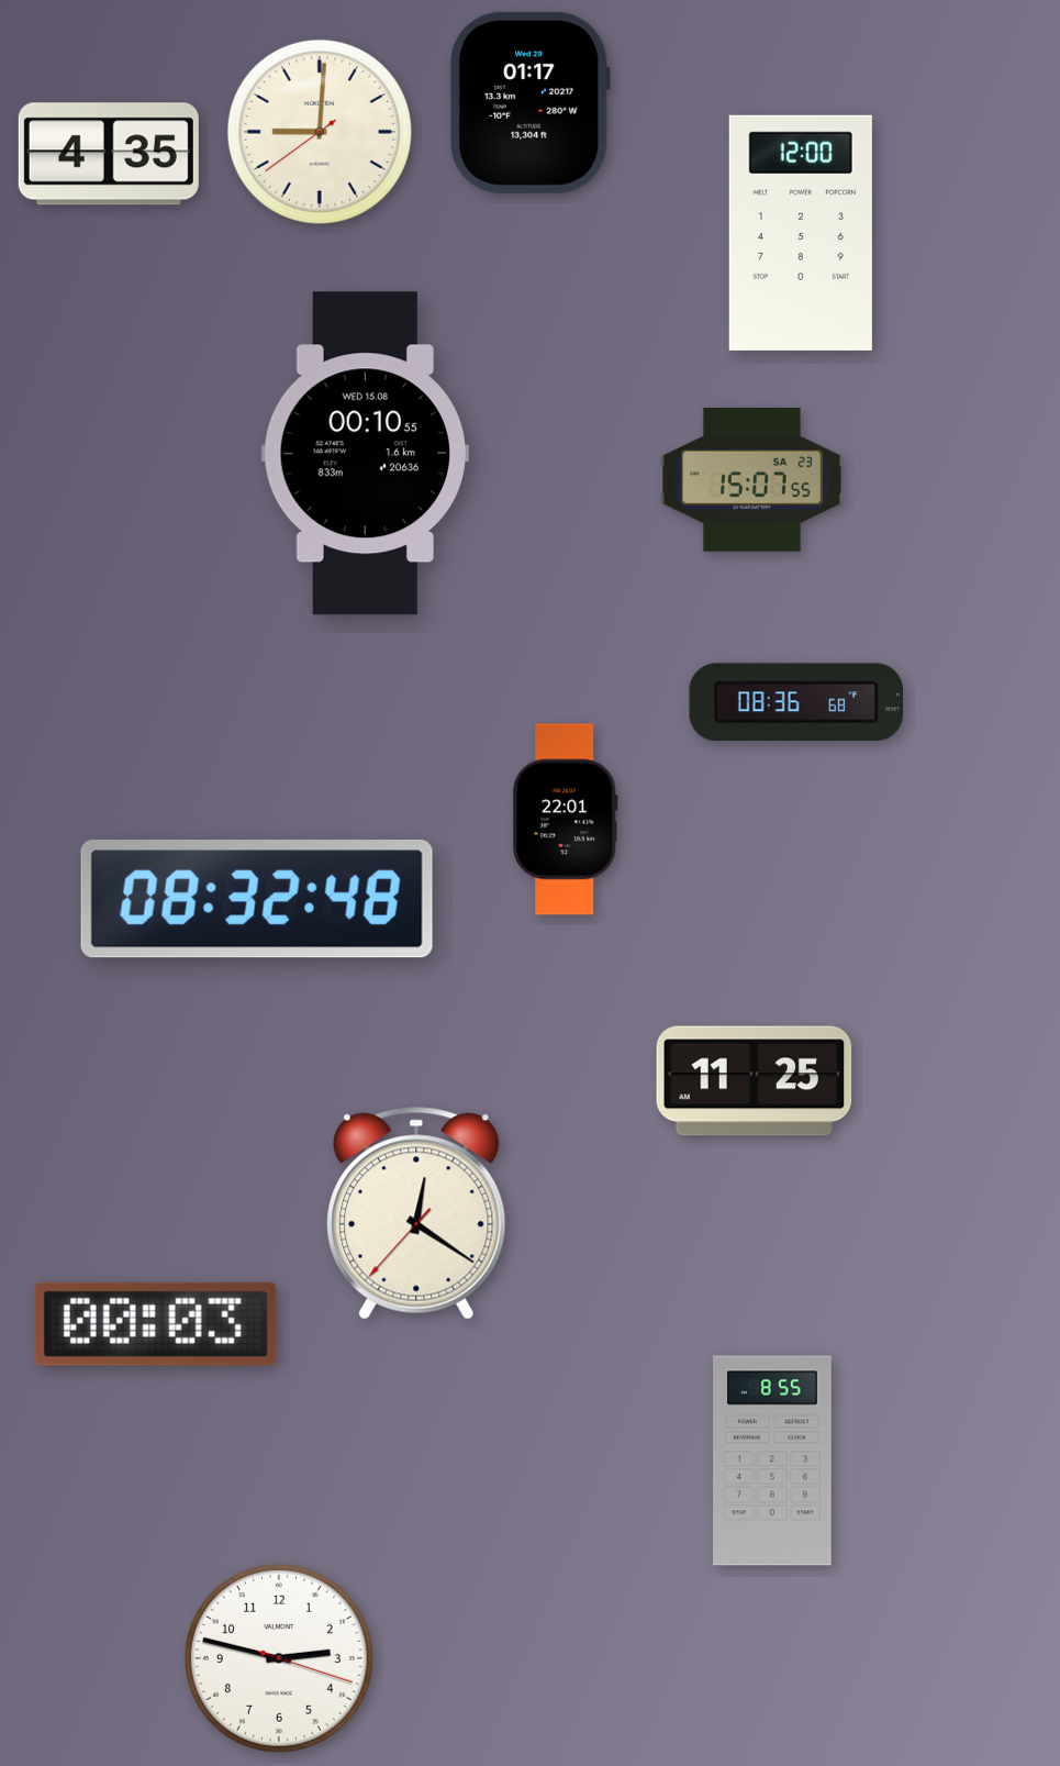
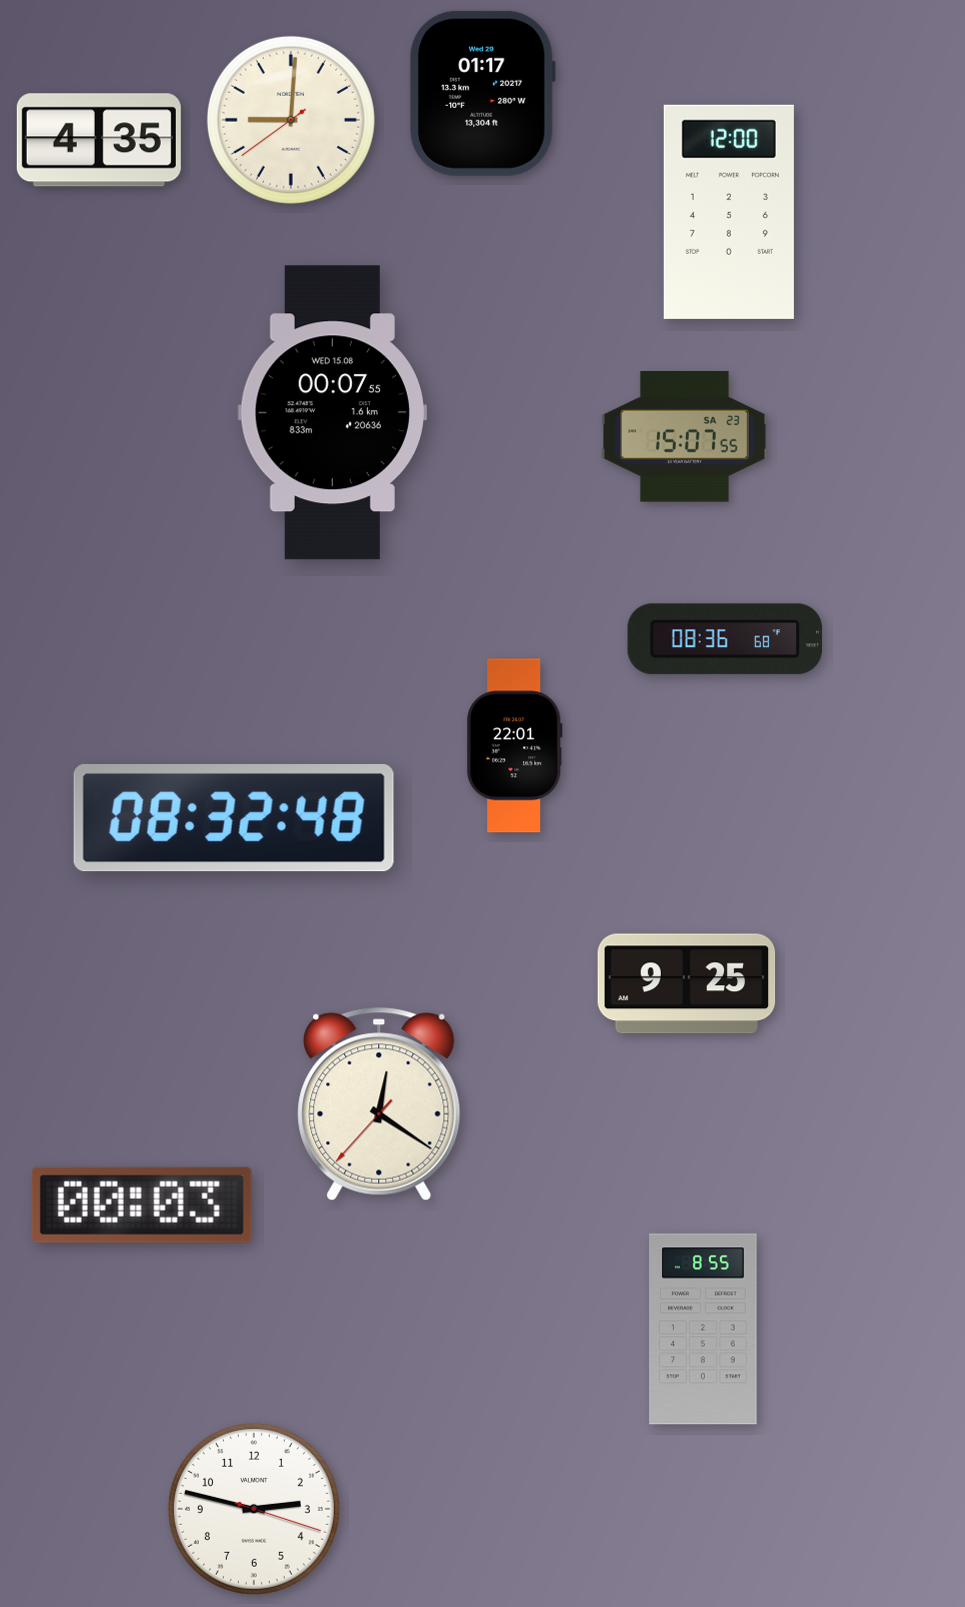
clock at (365, 454): 00:10 -> 00:07
clock at (755, 1081): 11:25 -> 9:25
